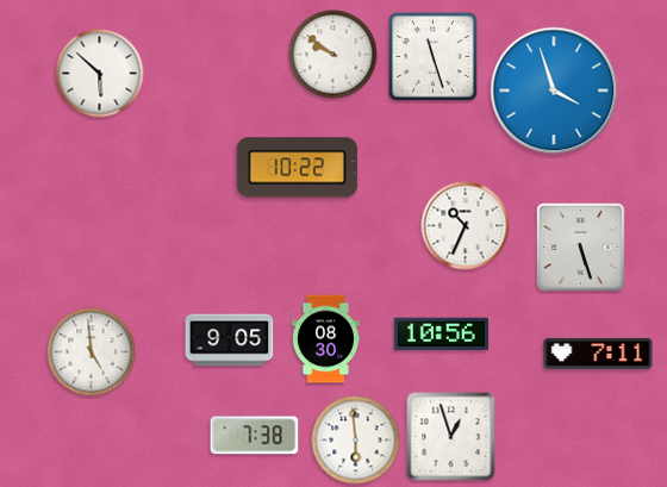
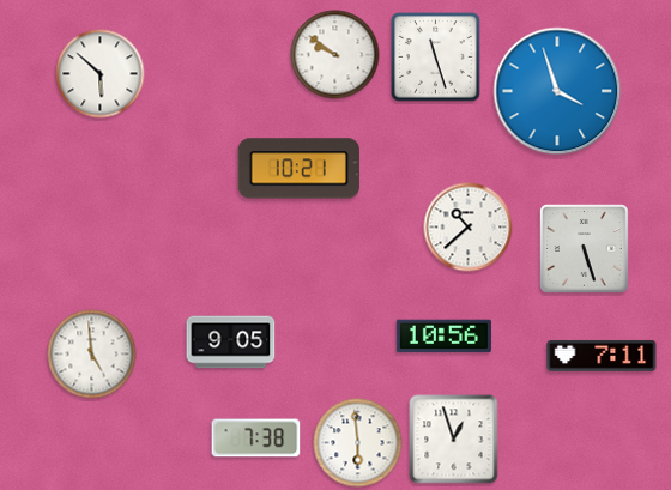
clock at (297, 168): 10:22 -> 10:21
clock at (466, 226): 10:34 -> 10:38
clock at (325, 339): 08:30 -> none
